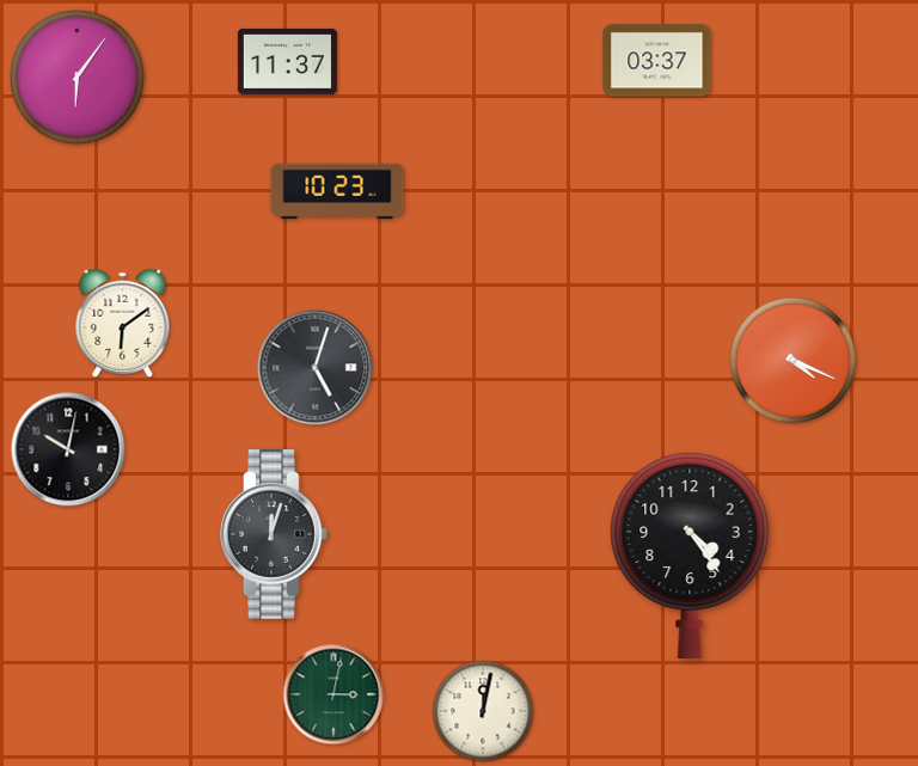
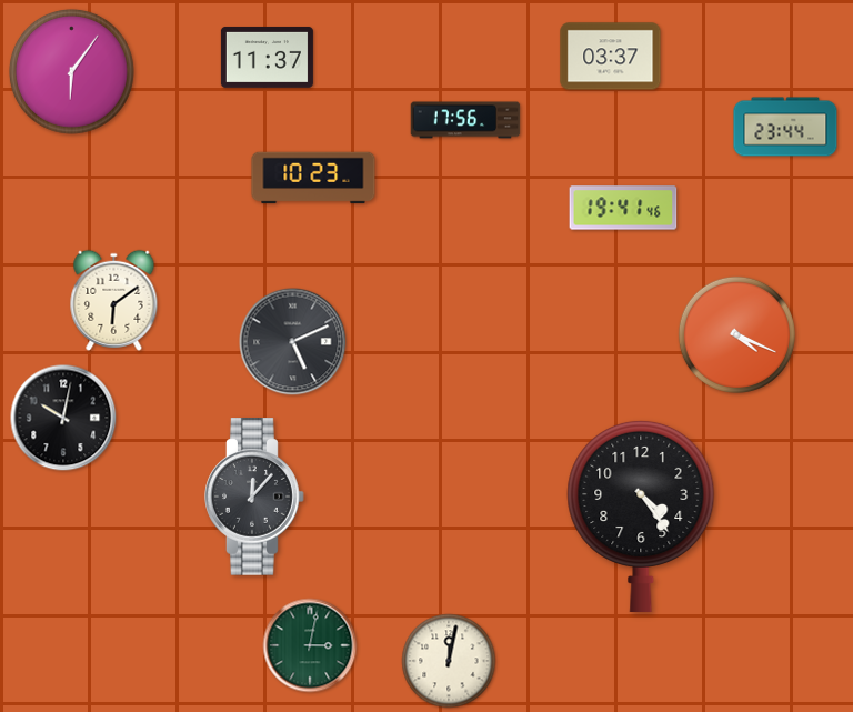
clock at (465, 120): none -> 17:56
clock at (785, 127): none -> 23:44
clock at (623, 208): none -> 19:41
clock at (316, 368): 5:03 -> 5:11
clock at (274, 534): 12:03 -> 12:07
